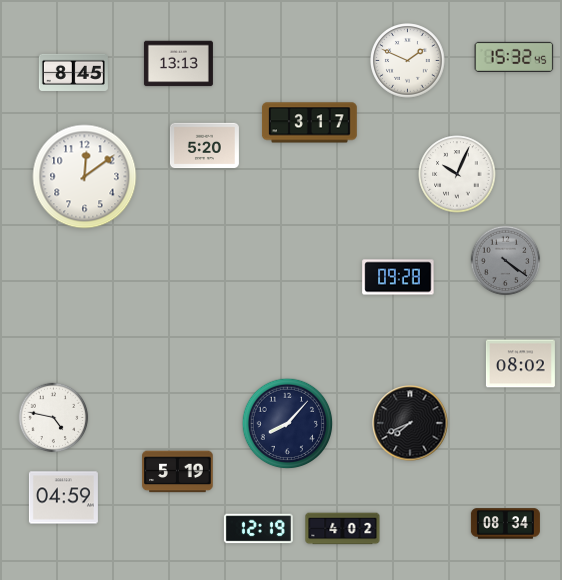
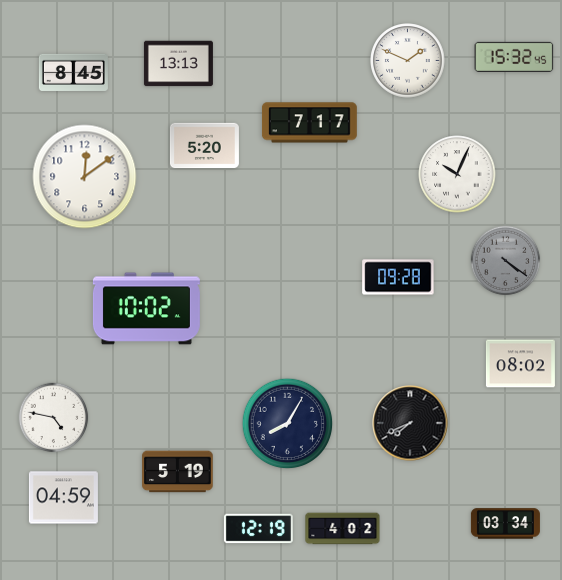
clock at (309, 123): 3:17 -> 7:17
clock at (146, 309): none -> 10:02
clock at (288, 424): 8:07 -> 8:05
clock at (505, 524): 08:34 -> 03:34
